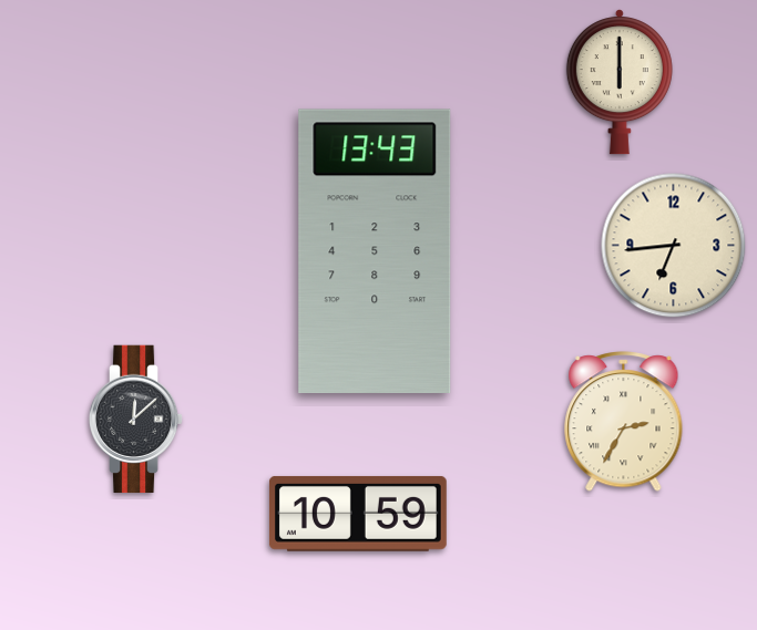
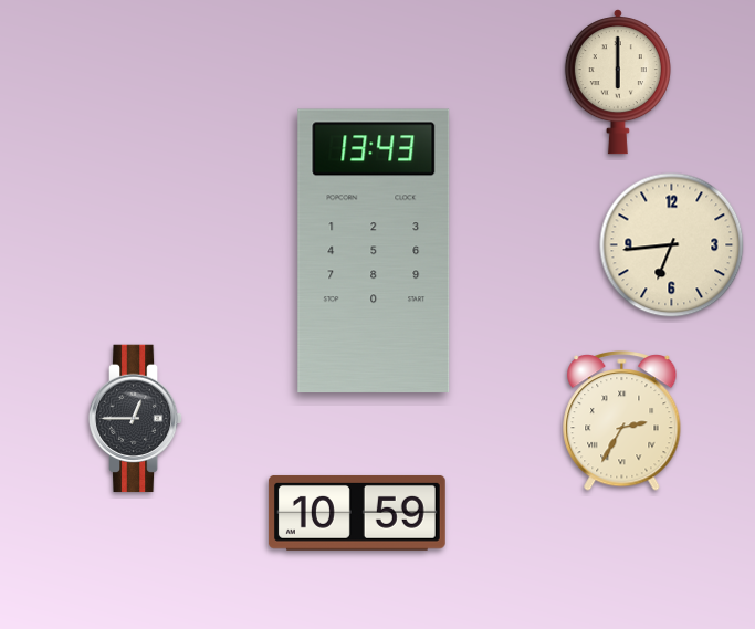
clock at (136, 420): 12:08 -> 12:45
